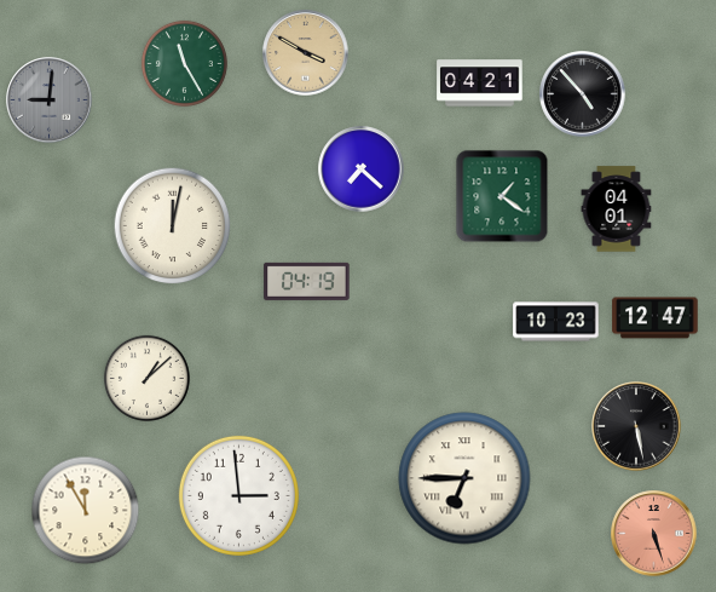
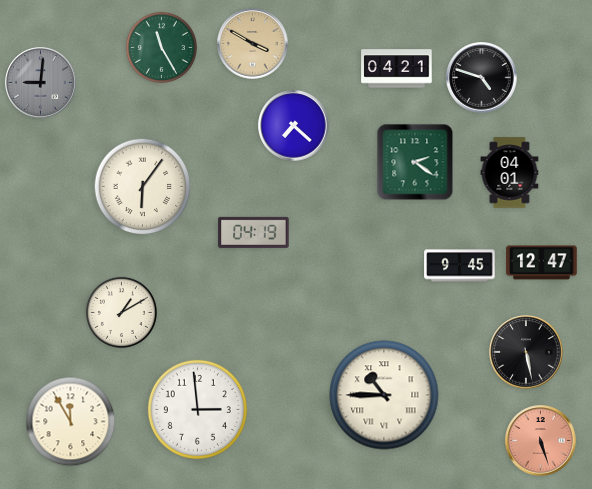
clock at (184, 63) position: (184, 63) -> (161, 47)
clock at (583, 94): 4:53 -> 4:48
clock at (362, 169) position: (362, 169) -> (294, 126)
clock at (502, 196): 1:21 -> 2:21
clock at (173, 226): 12:02 -> 6:06
clock at (556, 322): 10:23 -> 9:45
clock at (146, 378): 1:08 -> 1:10
clock at (464, 478): 6:45 -> 10:45
